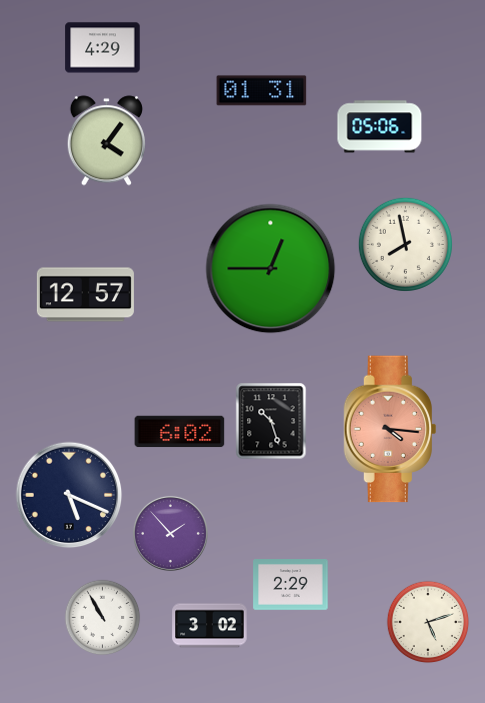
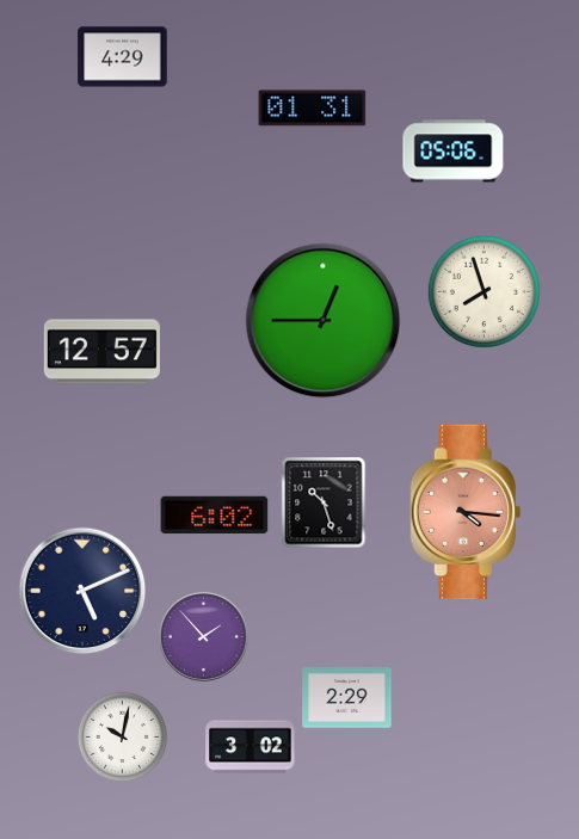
clock at (106, 141): 4:06 -> none
clock at (405, 244): 7:58 -> 7:57
clock at (69, 495): 5:19 -> 5:11
clock at (103, 618): 10:55 -> 10:02
clock at (428, 622): 5:12 -> none
